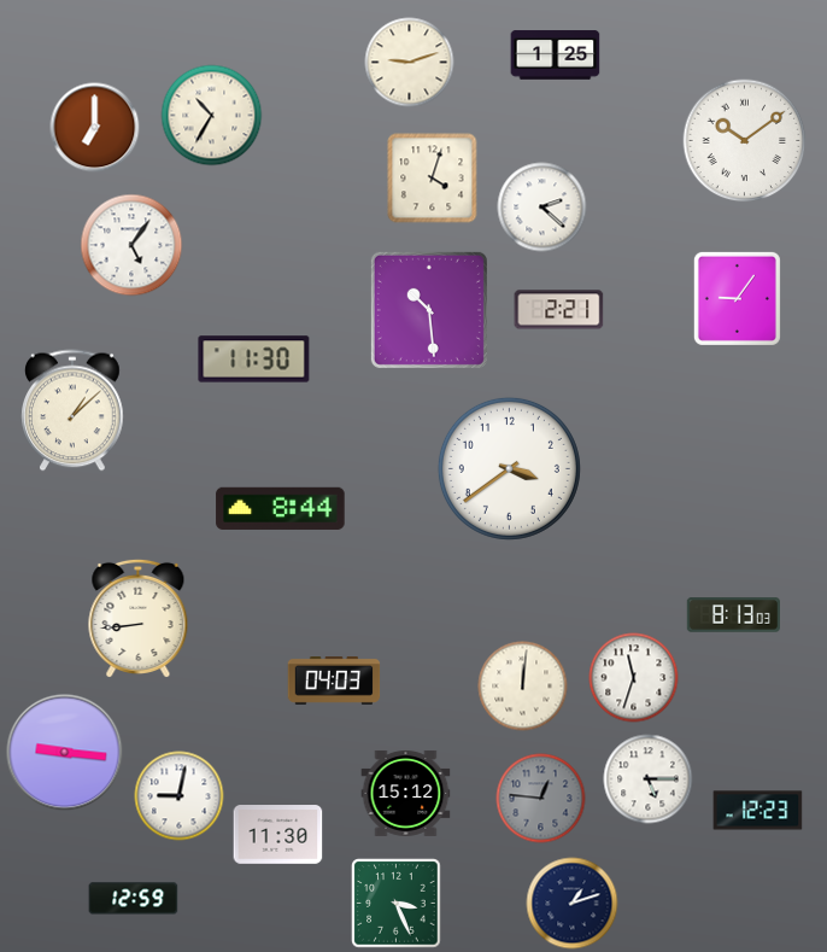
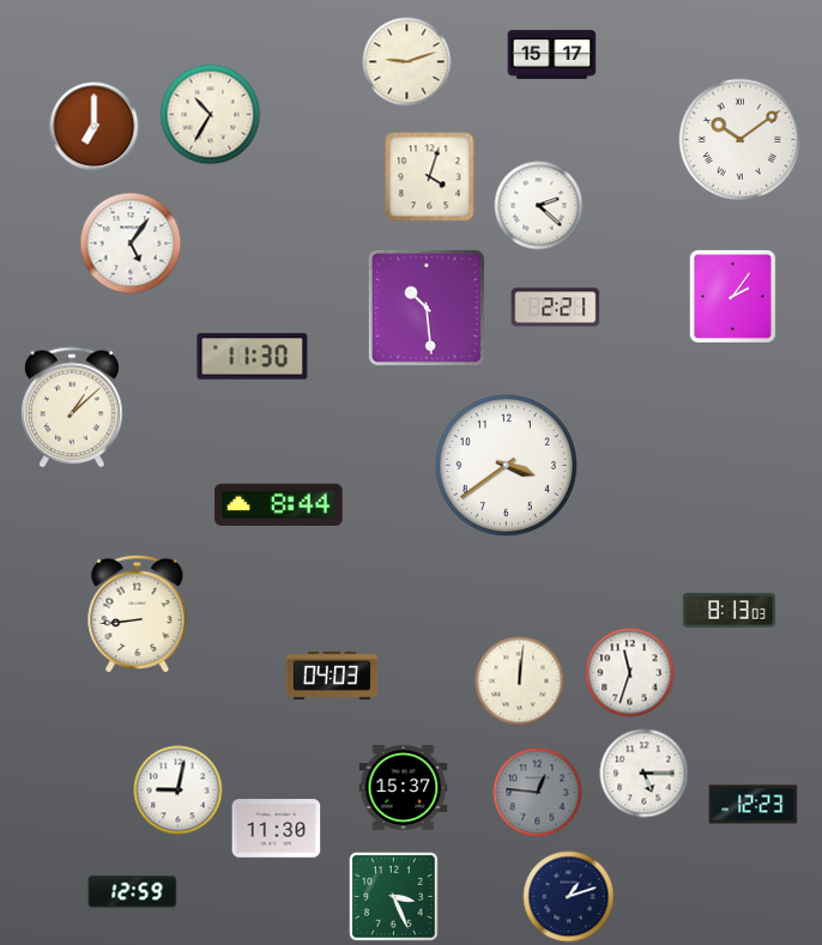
clock at (556, 56): 1:25 -> 15:17
clock at (737, 298): 9:06 -> 2:06
clock at (65, 753): 9:16 -> none
clock at (406, 793): 15:12 -> 15:37
